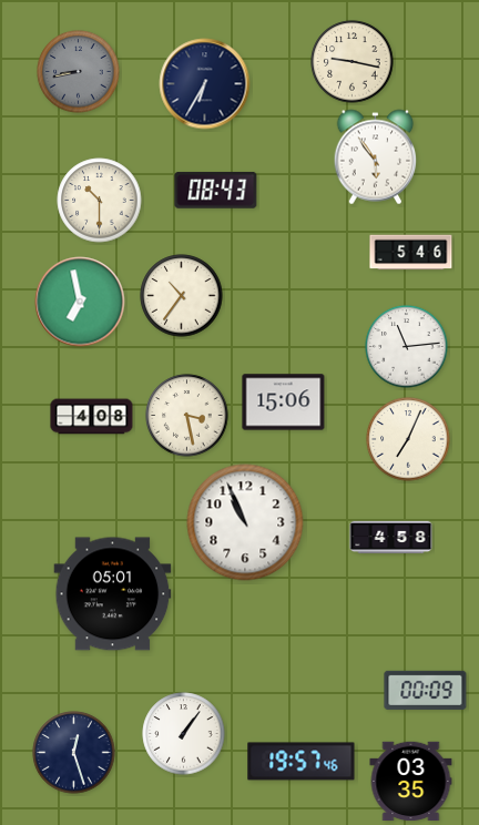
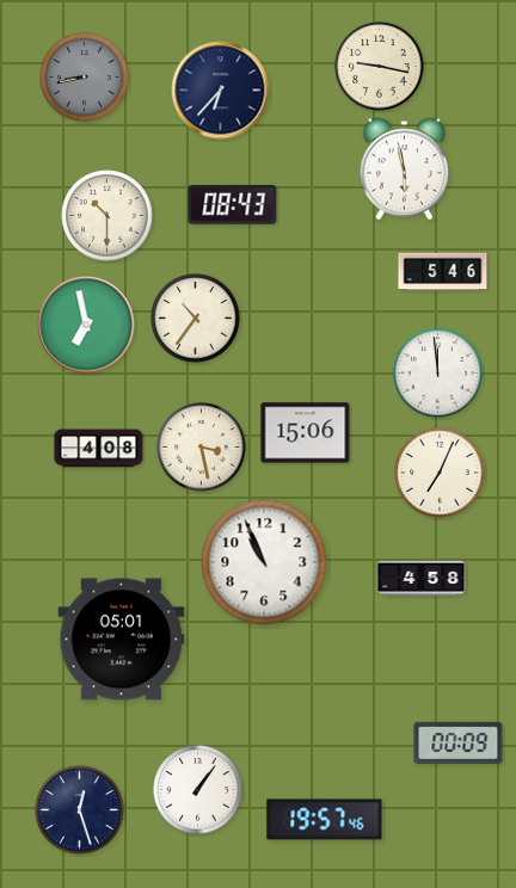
clock at (205, 84): 6:35 -> 6:37
clock at (376, 157): 5:54 -> 5:58
clock at (407, 347): 11:14 -> 11:59
clock at (411, 782): 03:35 -> none
